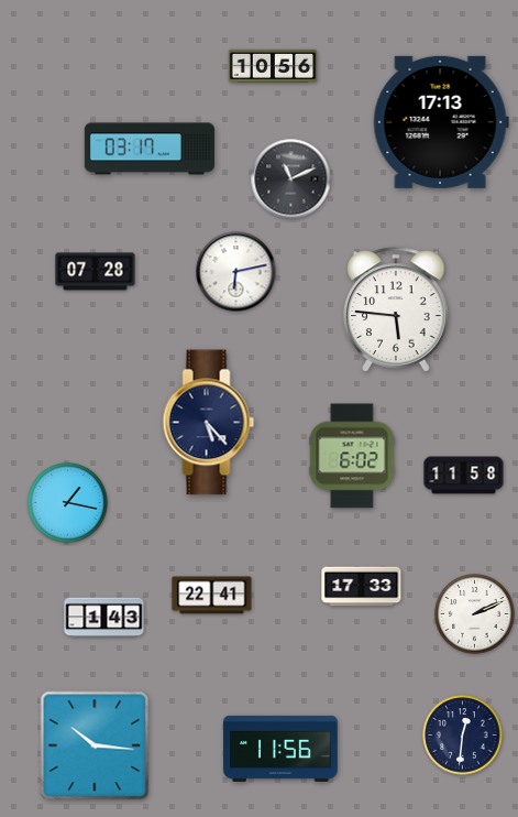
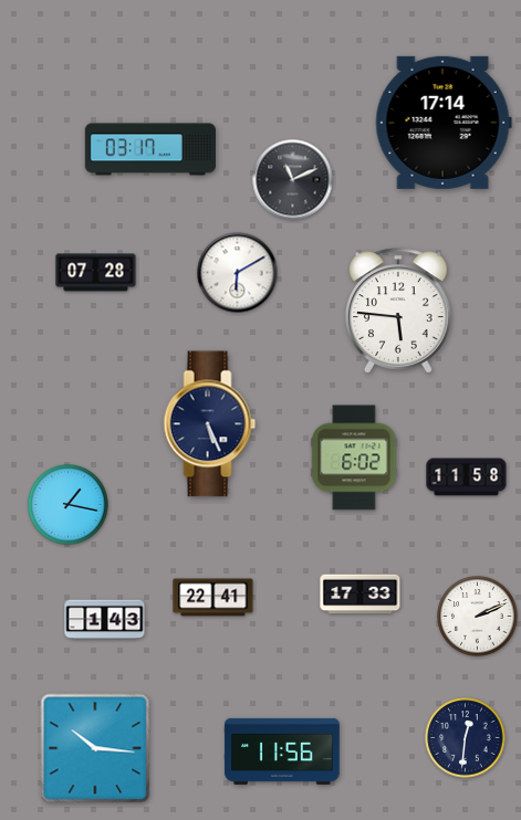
clock at (273, 66): 10:56 -> none
clock at (441, 122): 17:13 -> 17:14
clock at (236, 272): 6:13 -> 6:10
clock at (209, 423): 5:23 -> 5:26
clock at (362, 587) position: (362, 587) -> (361, 595)
